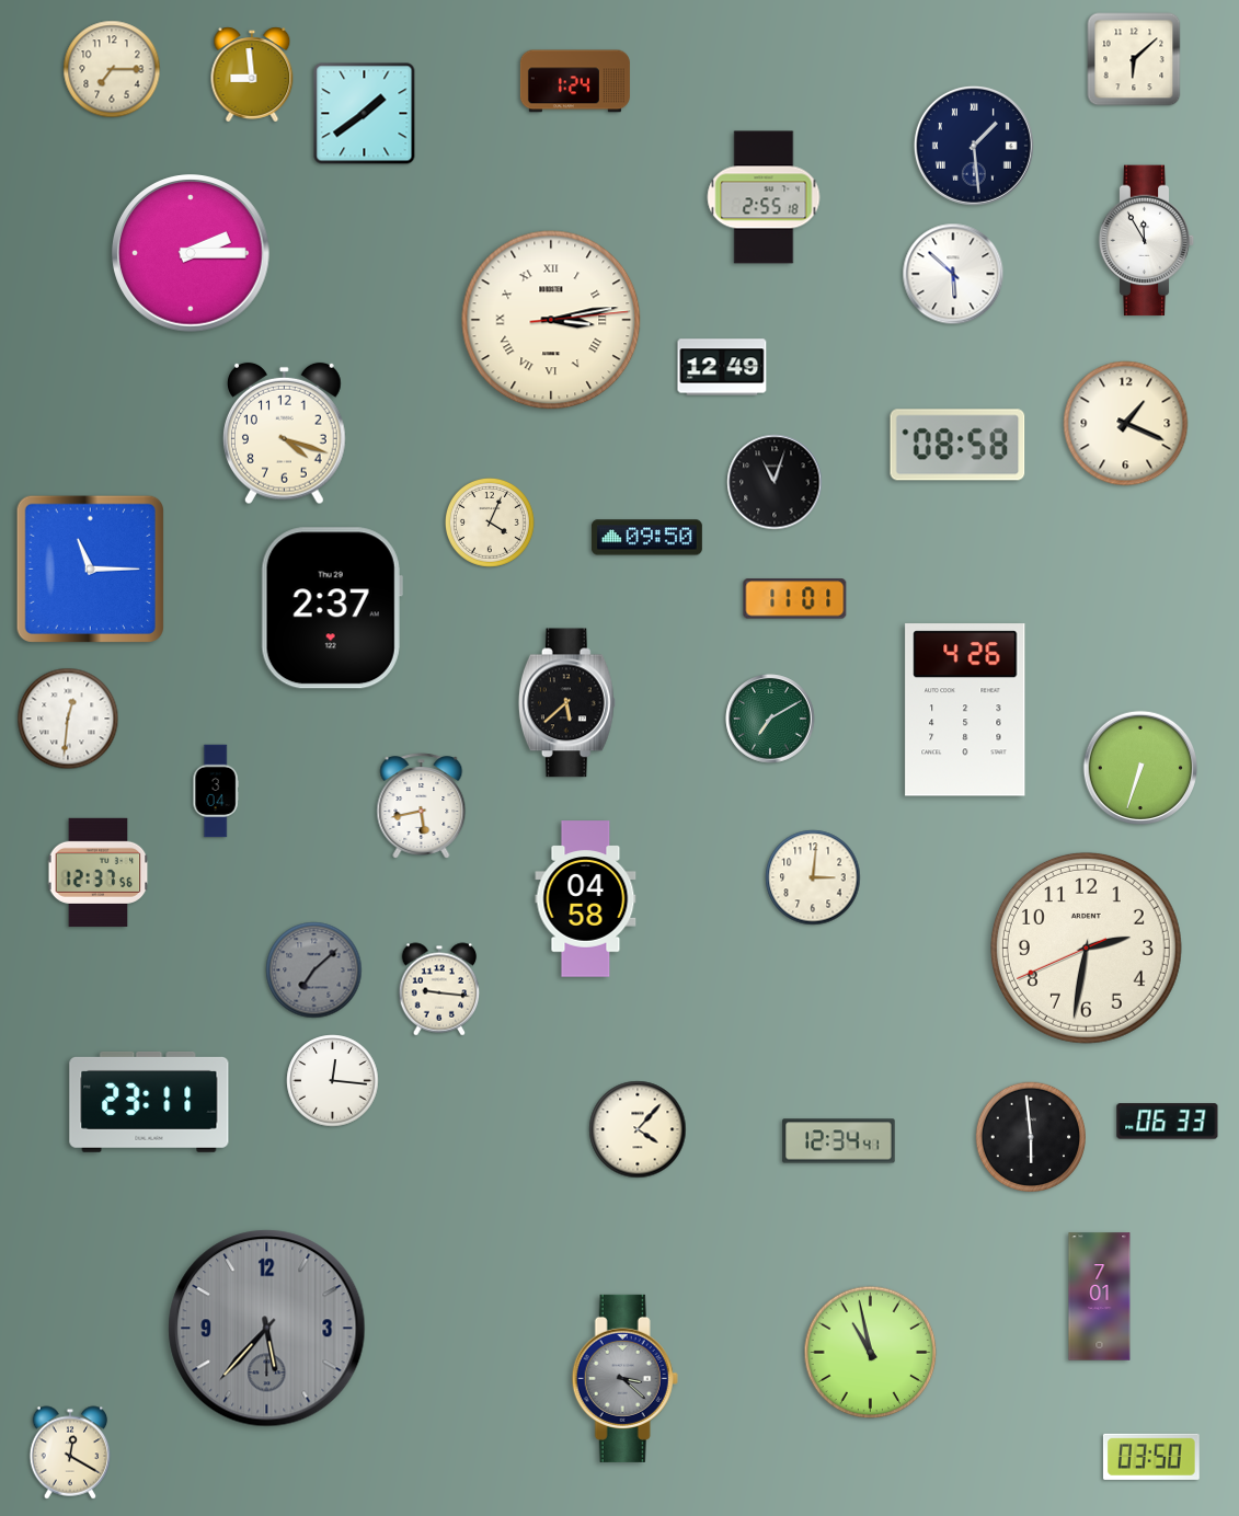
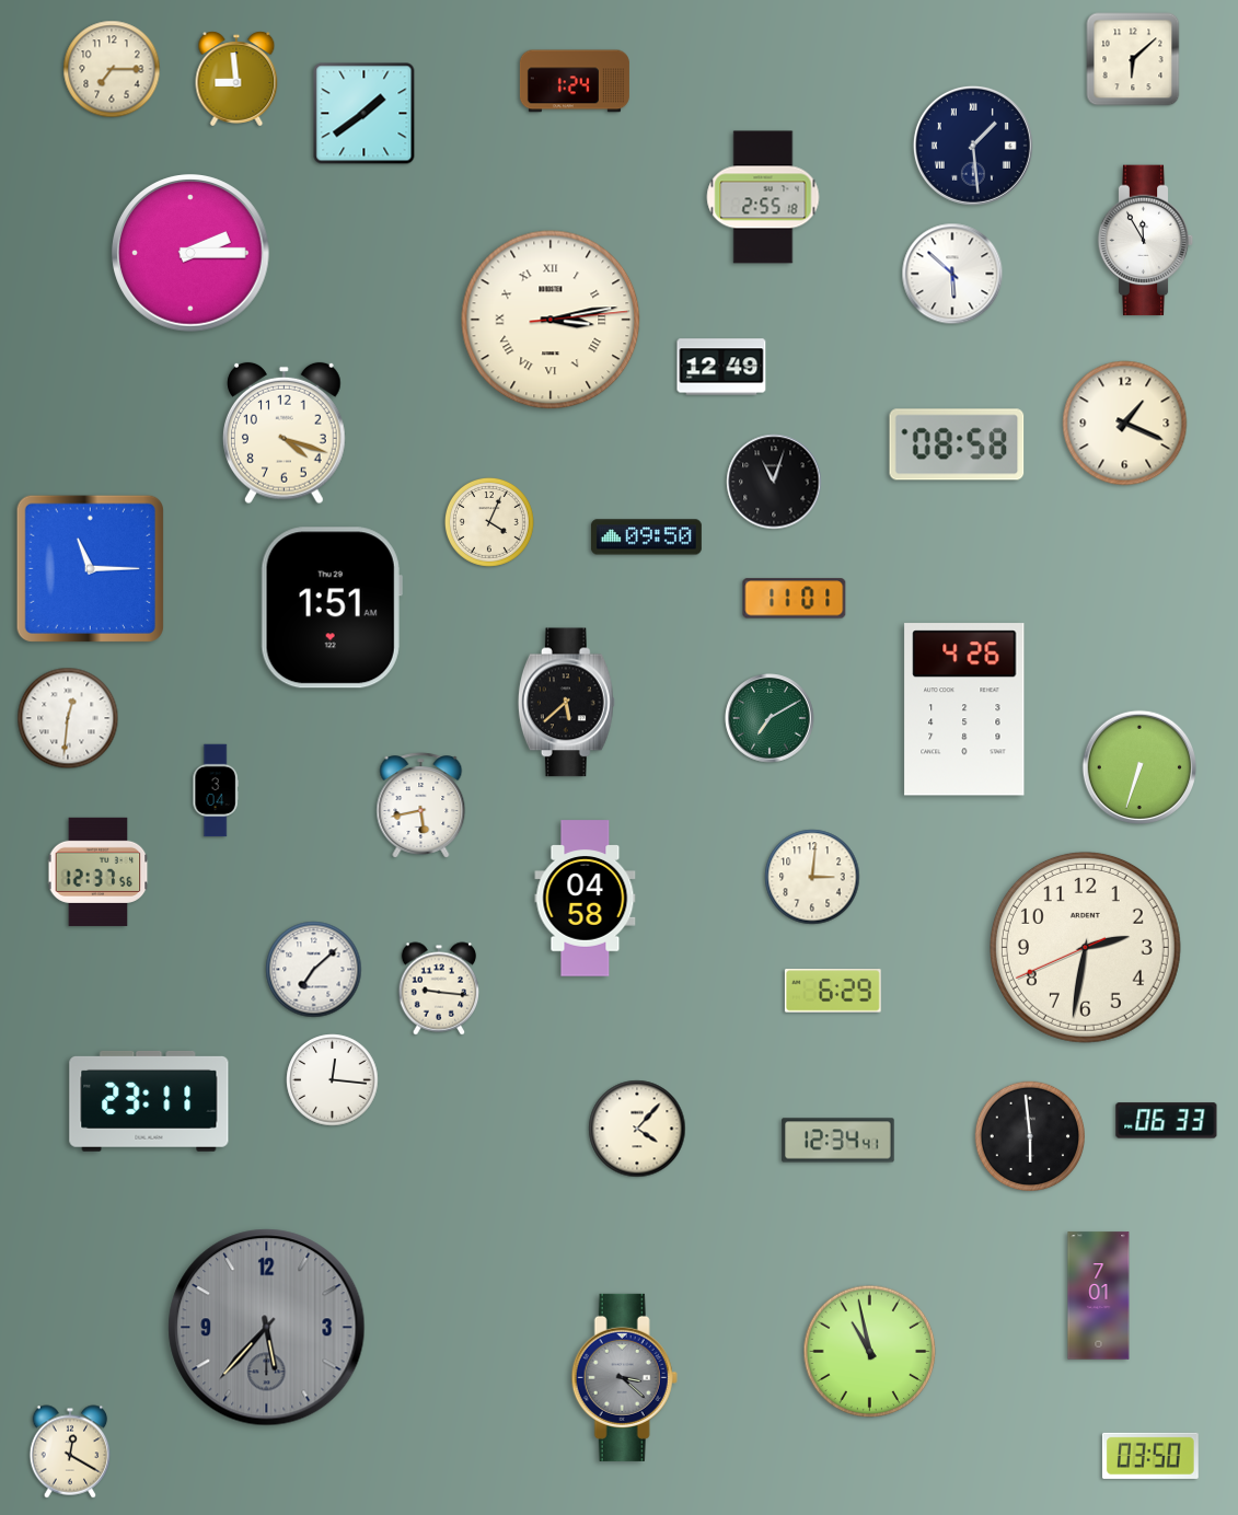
clock at (252, 74) position: (252, 74) -> (236, 79)
clock at (332, 608): 2:37 -> 1:51
clock at (314, 971) dial: grey -> white
clock at (833, 992): none -> 6:29
